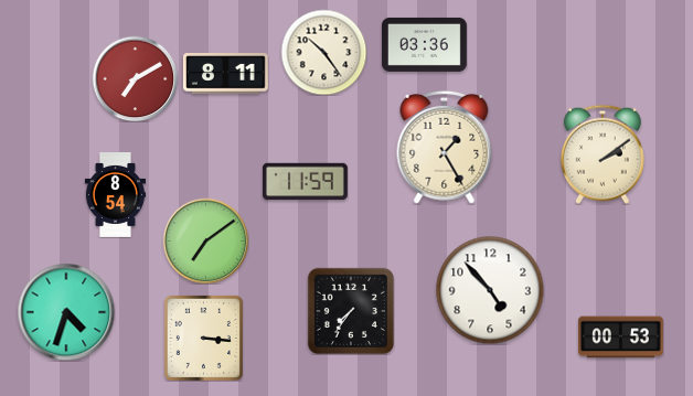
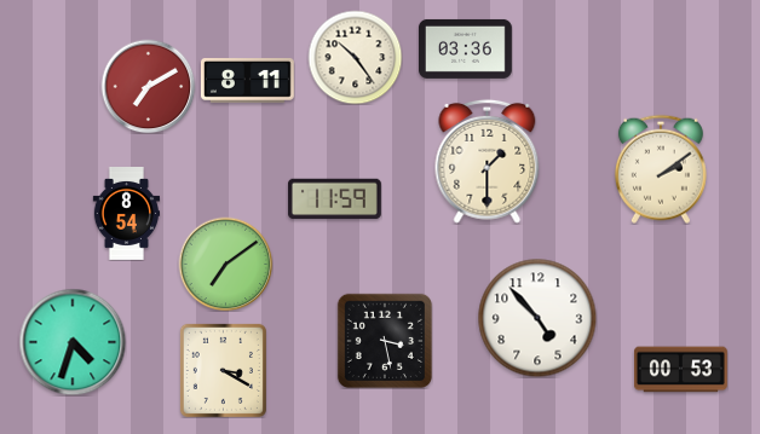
clock at (445, 147): 1:25 -> 1:30
clock at (351, 311): 7:36 -> 3:28
clock at (203, 338): 3:16 -> 3:20
